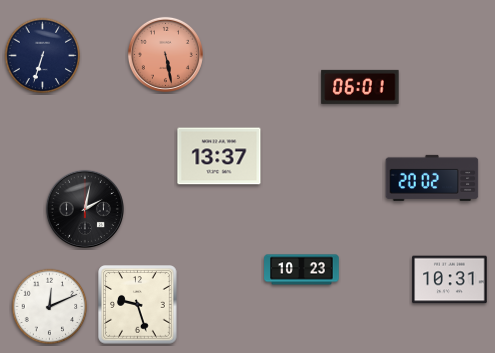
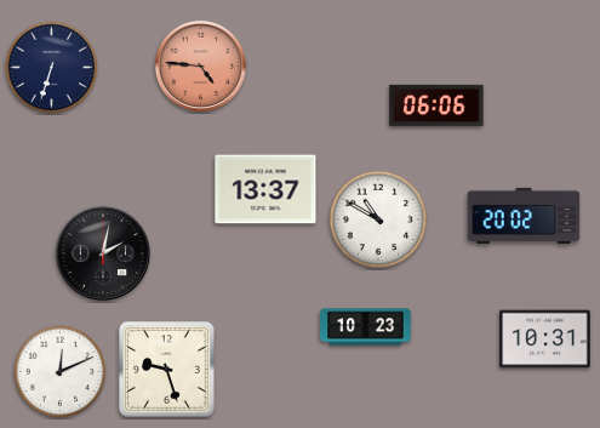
clock at (165, 54): 5:28 -> 4:46
clock at (360, 87): 06:01 -> 06:06
clock at (378, 219): none -> 10:50
